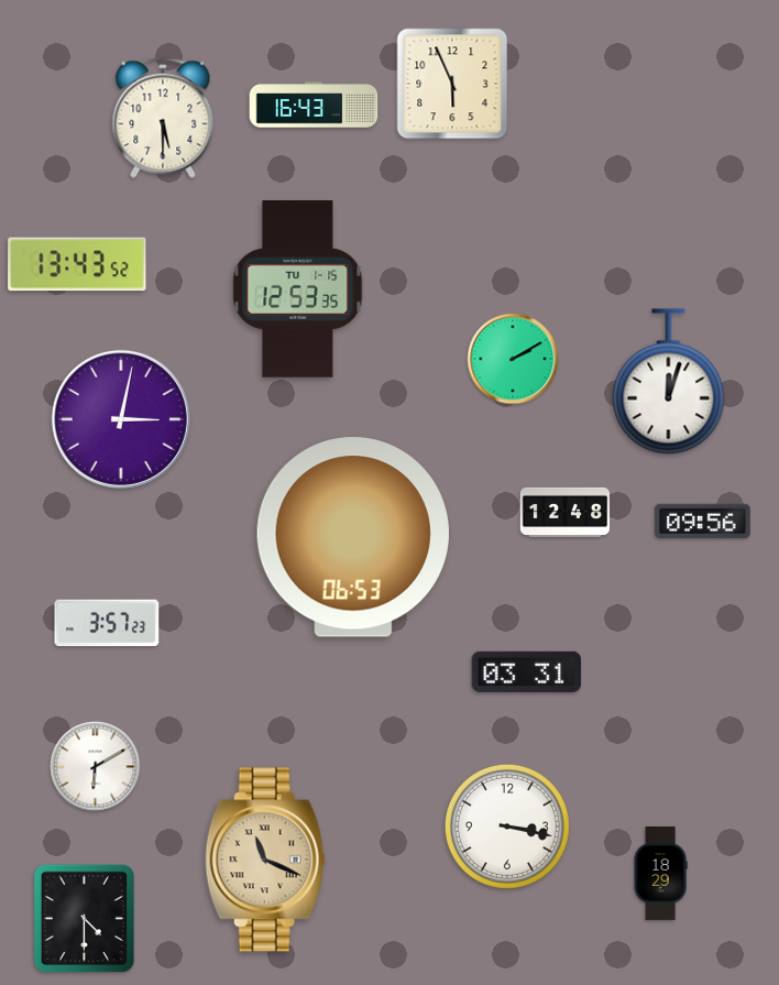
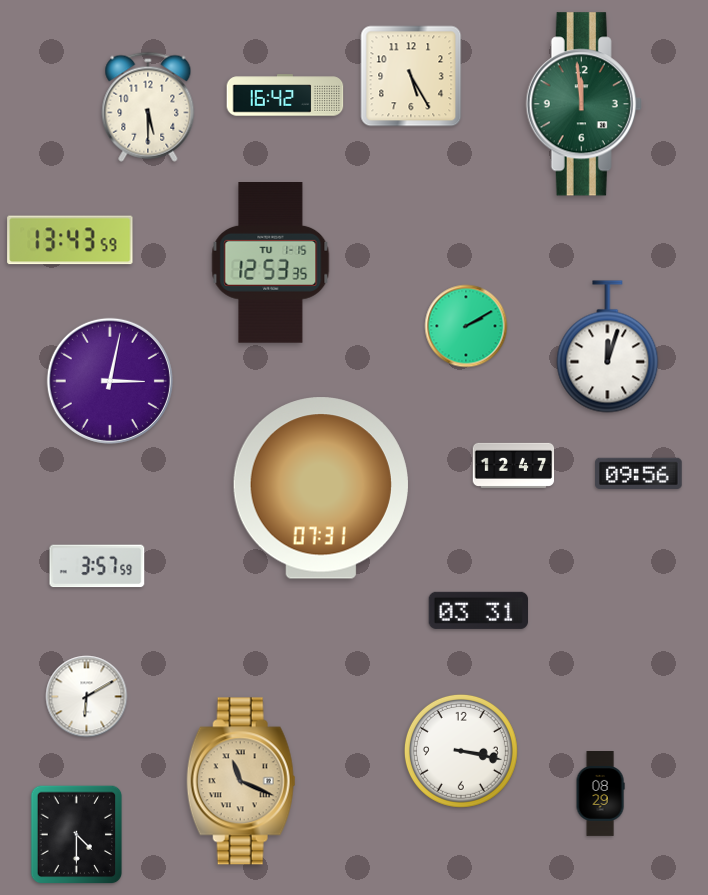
clock at (452, 84): 5:56 -> 5:25
clock at (314, 105): 16:43 -> 16:42
clock at (584, 104): none -> 11:59
clock at (77, 264): 13:43:52 -> 13:43:59
clock at (566, 512): 12:48 -> 12:47
clock at (353, 537): 06:53 -> 07:31
clock at (107, 623): 3:57:23 -> 3:57:59
clock at (660, 874): 18:29 -> 08:29
